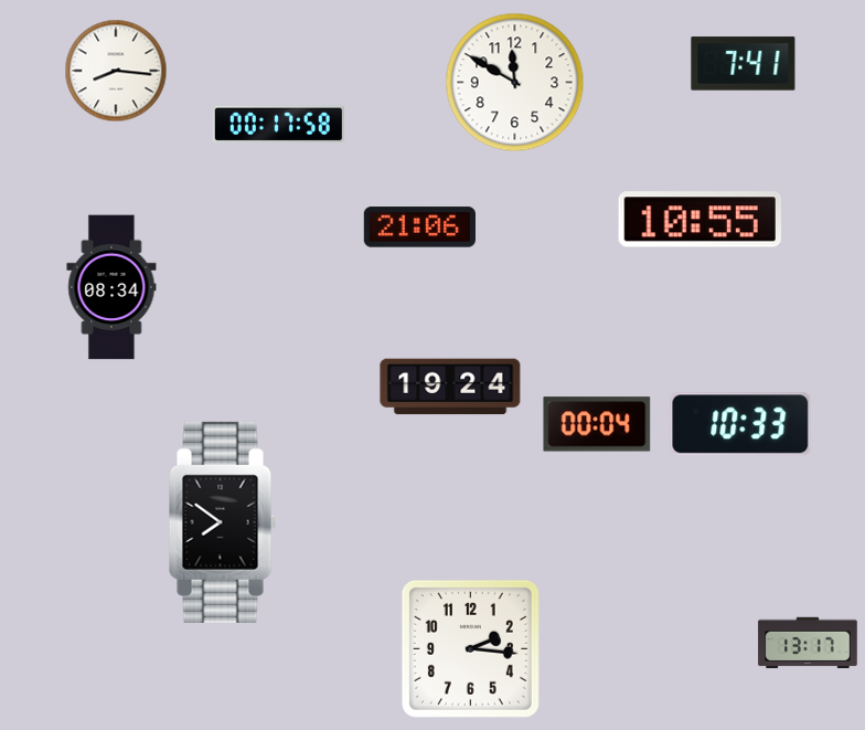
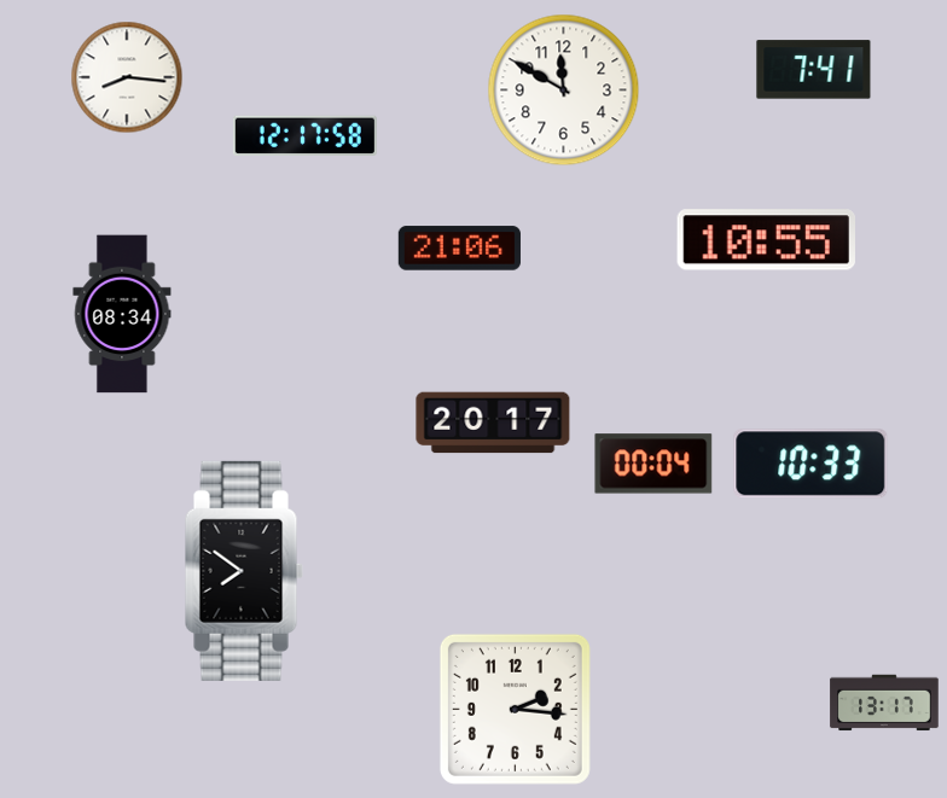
clock at (278, 124): 00:17 -> 12:17
clock at (450, 387): 19:24 -> 20:17
